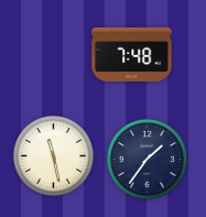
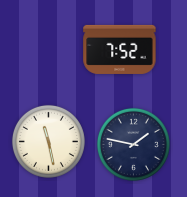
clock at (132, 54): 7:48 -> 7:52
clock at (147, 159): 1:36 -> 1:47
